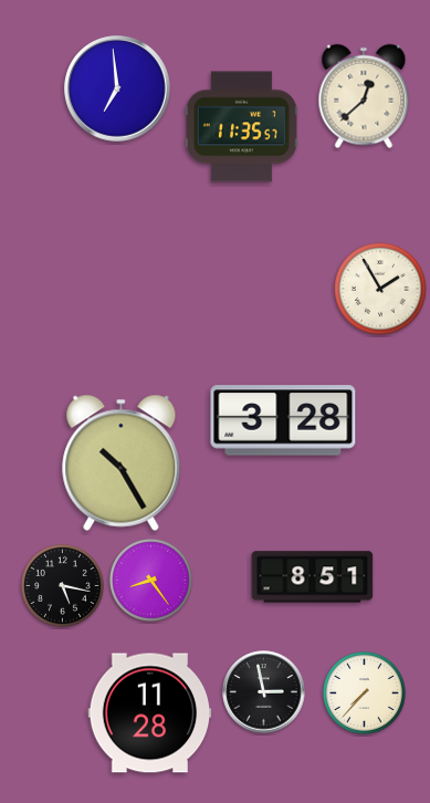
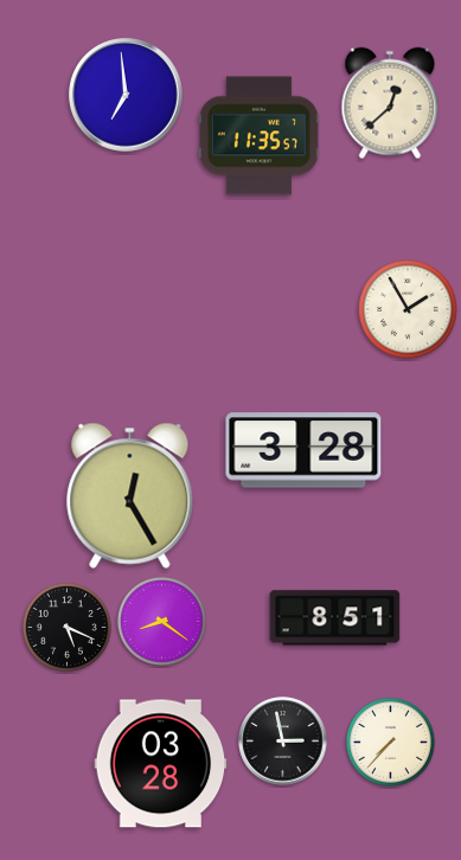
clock at (122, 462): 10:25 -> 12:25
clock at (150, 580): 8:24 -> 8:21
clock at (62, 585): 5:17 -> 5:19
clock at (150, 713): 11:28 -> 03:28
